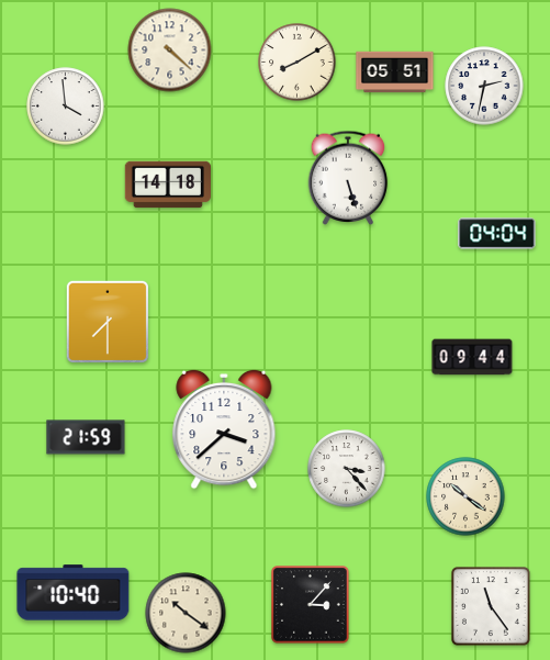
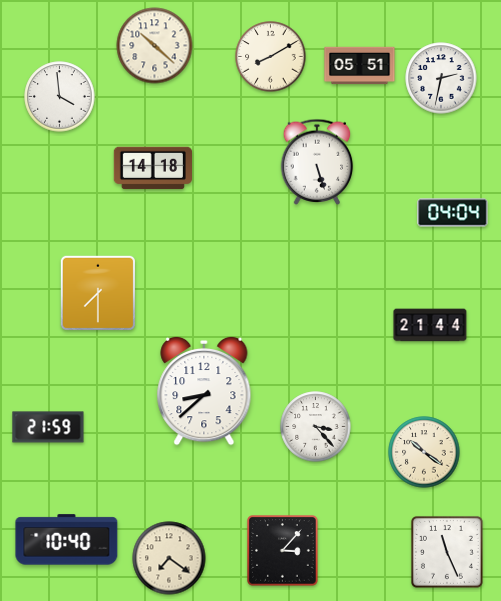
clock at (170, 51): 4:22 -> 10:22
clock at (472, 357): 09:44 -> 21:44
clock at (224, 429): 3:38 -> 8:38
clock at (86, 437) position: (86, 437) -> (48, 427)
clock at (491, 606): 11:24 -> 11:26
clock at (186, 613): 10:21 -> 7:21
